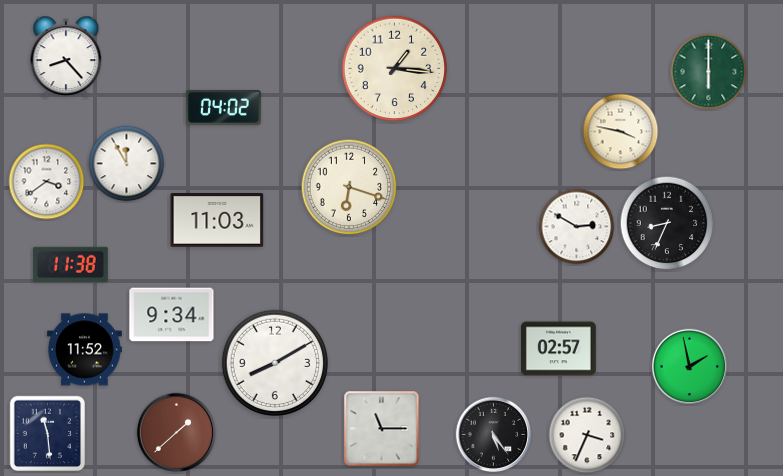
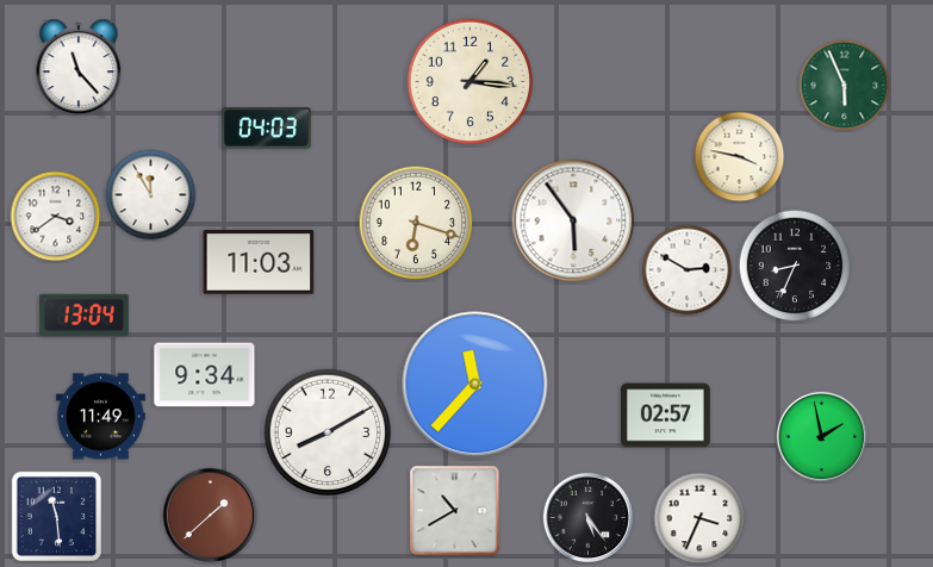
clock at (66, 56): 8:23 -> 11:23
clock at (709, 72): 6:00 -> 5:56
clock at (223, 107): 04:02 -> 04:03
clock at (573, 220): none -> 5:54
clock at (70, 264): 11:38 -> 13:04
clock at (475, 385): none -> 11:37
clock at (85, 350): 11:52 -> 11:49
clock at (382, 429): 11:15 -> 10:40
